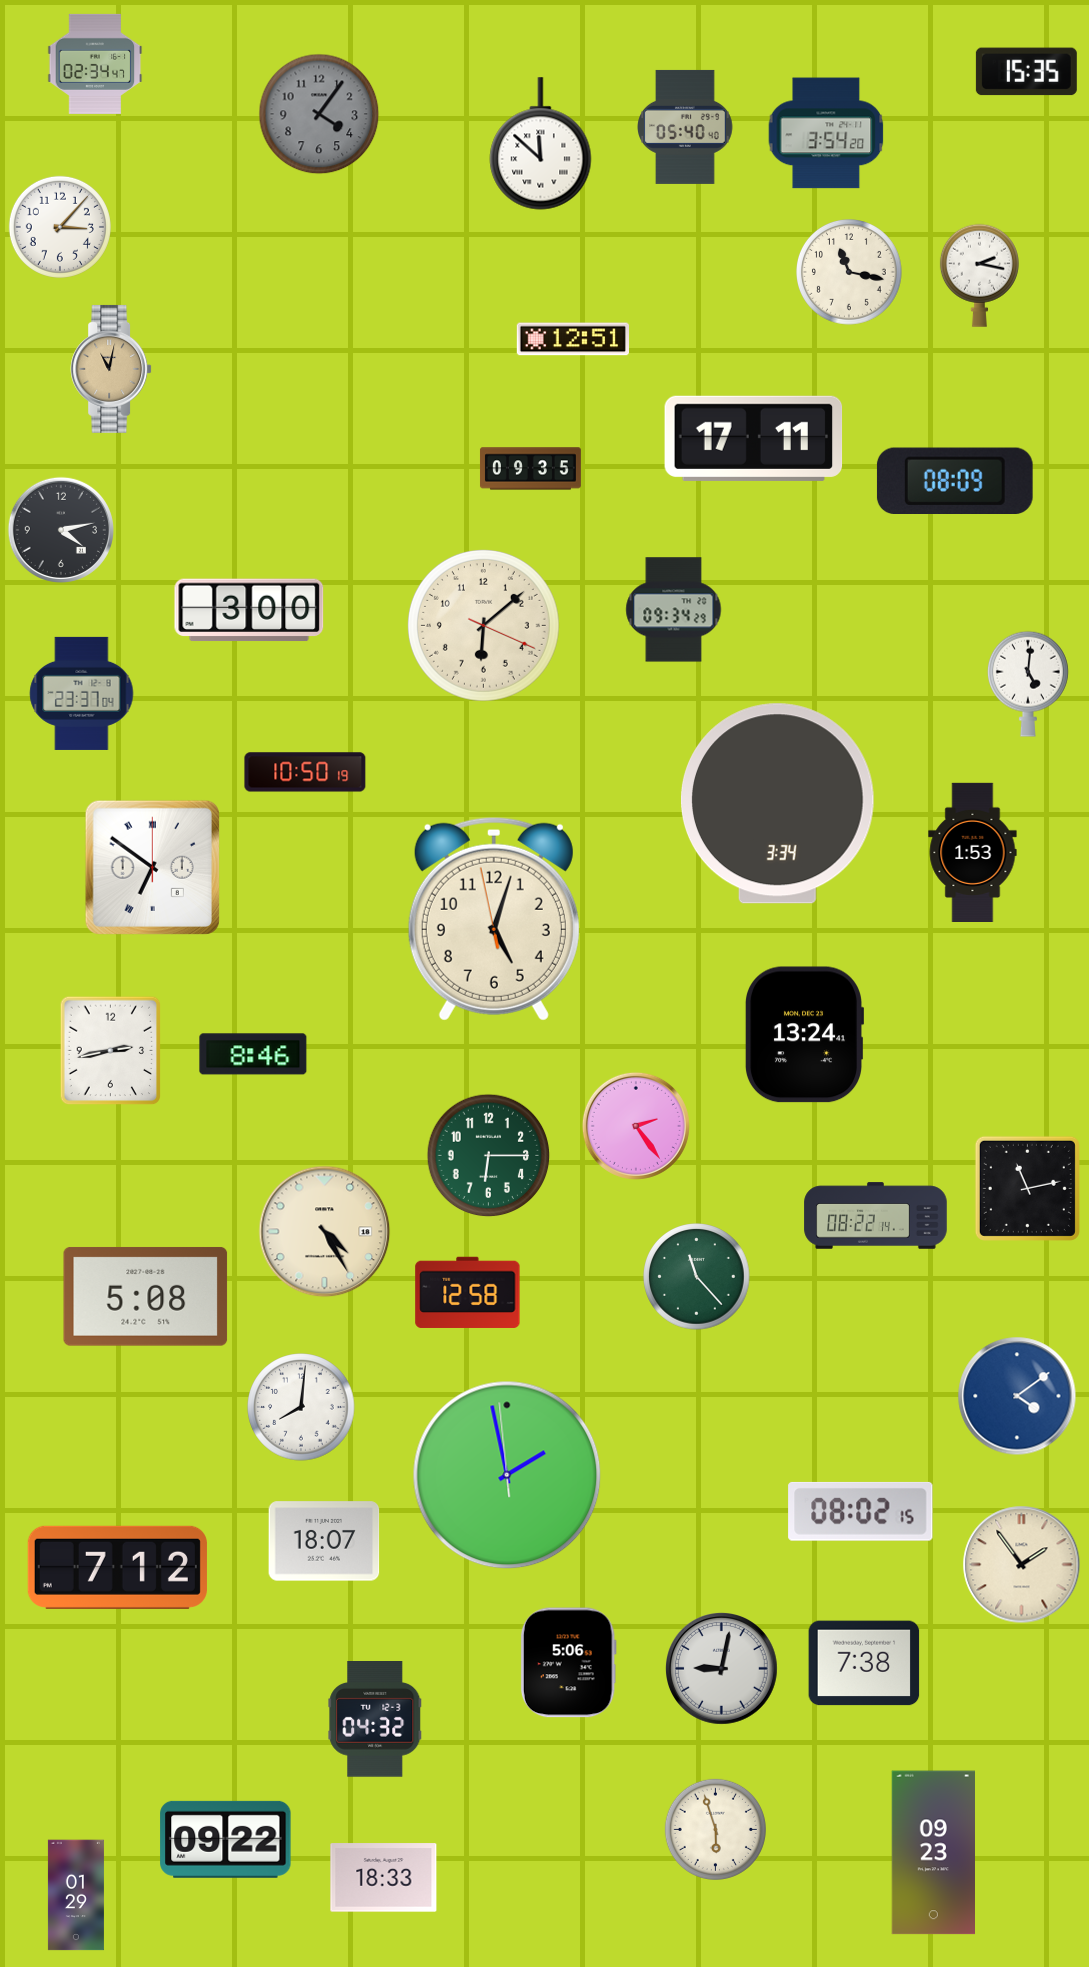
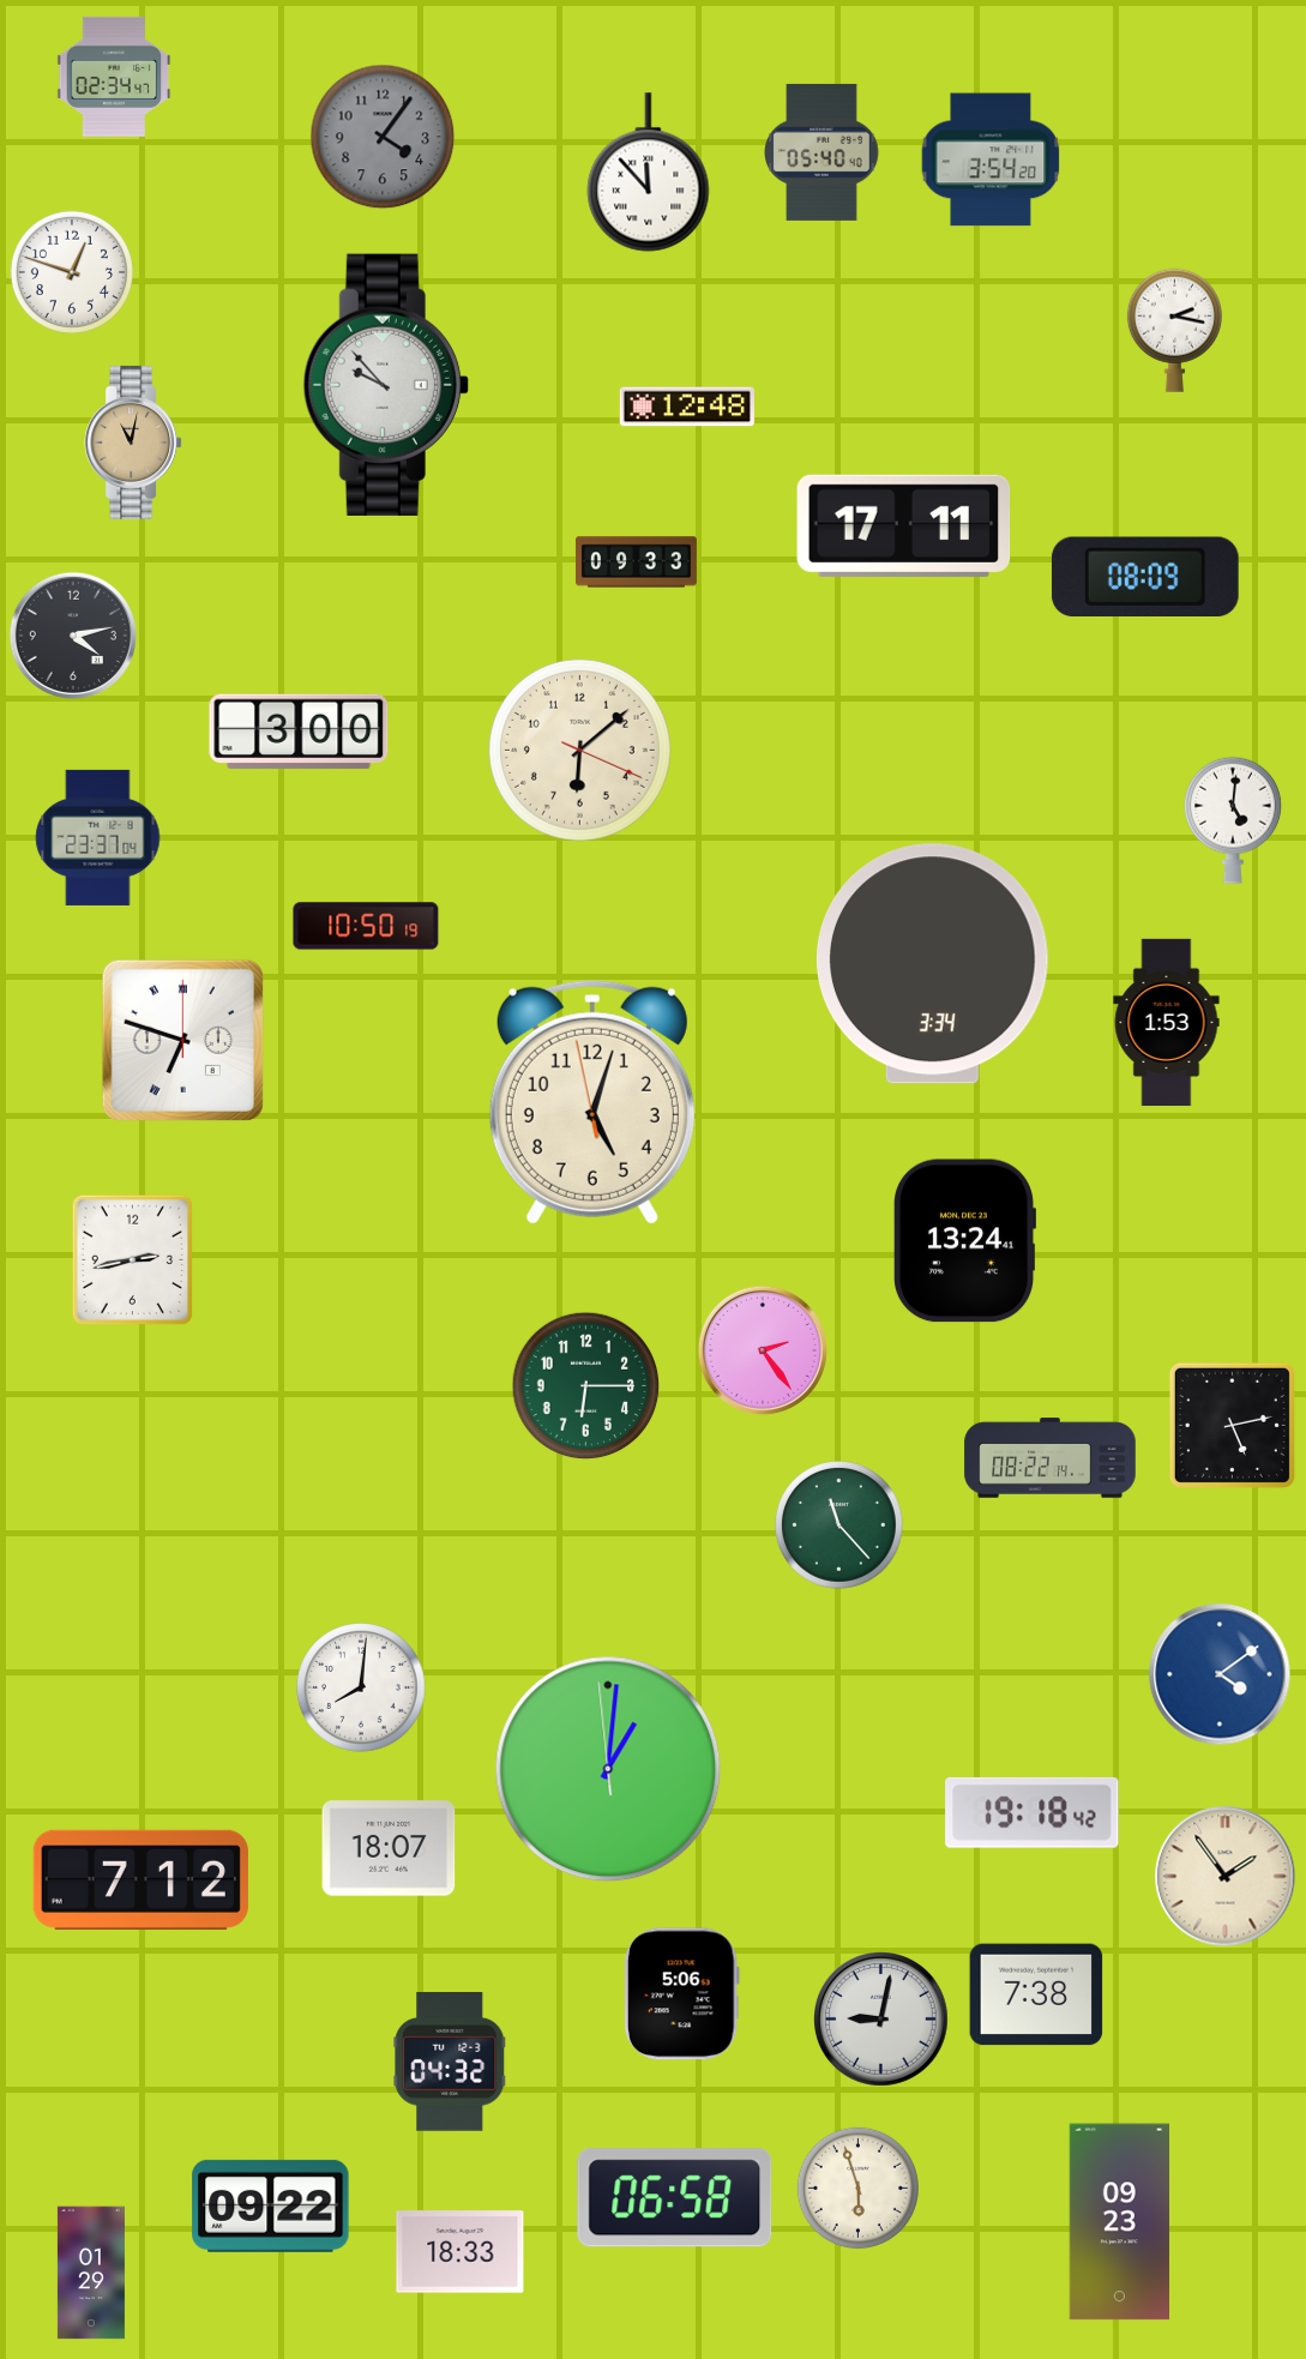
clock at (1026, 72): 15:35 -> none
clock at (541, 144): 11:52 -> 11:53
clock at (60, 227): 3:07 -> 12:48
clock at (850, 273): 11:17 -> none
clock at (386, 385): none -> 9:53
clock at (572, 339): 12:51 -> 12:48
clock at (530, 469): 09:35 -> 09:33
clock at (674, 610): 09:34 -> none
clock at (82, 693) position: (82, 693) -> (98, 837)
clock at (152, 867): 6:51 -> 6:48
clock at (253, 1054): 8:46 -> none
clock at (1027, 1188): 11:13 -> 5:13
clock at (325, 1232): 4:25 -> none
clock at (697, 1277) position: (697, 1277) -> (839, 1525)
clock at (468, 1292): 12:58 -> none
clock at (146, 1296): 5:08 -> none
clock at (507, 1475): 1:57 -> 1:00
clock at (861, 1511): 08:02 -> 19:18
clock at (722, 1669) position: (722, 1669) -> (881, 2020)
clock at (715, 1829) position: (715, 1829) -> (857, 2188)
clock at (675, 2198): none -> 06:58
